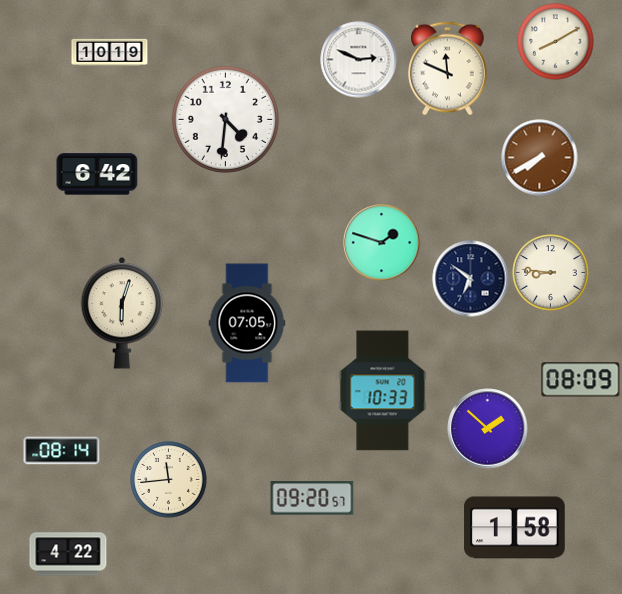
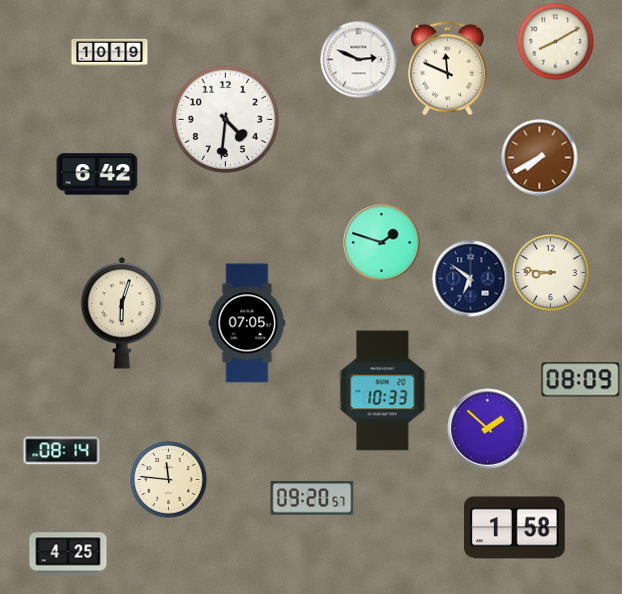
clock at (169, 480): 11:44 -> 11:46
clock at (68, 554): 4:22 -> 4:25
